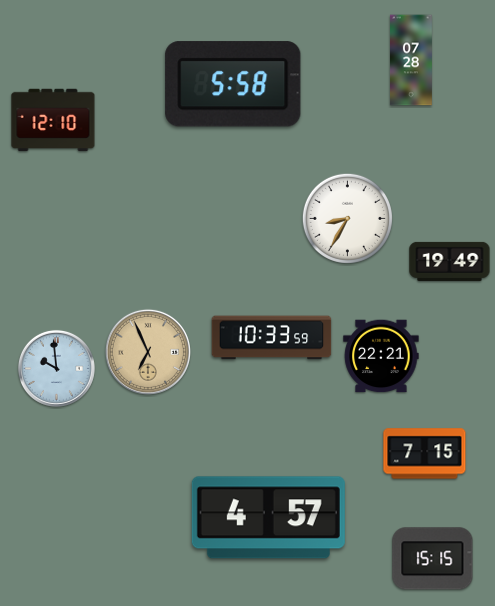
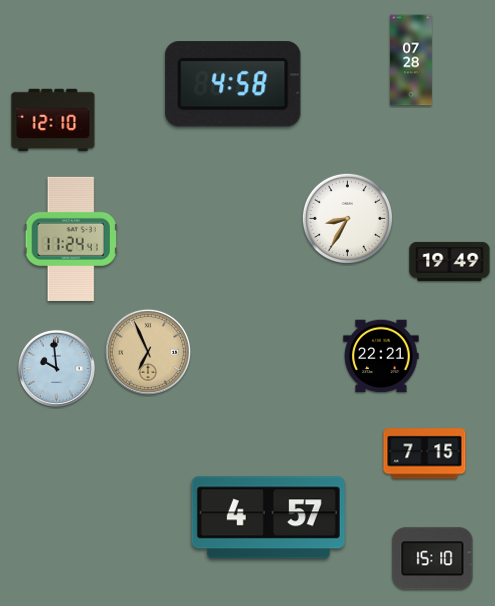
clock at (233, 84): 5:58 -> 4:58
clock at (71, 239): none -> 11:24
clock at (272, 338): 10:33 -> none
clock at (433, 559): 15:15 -> 15:10
